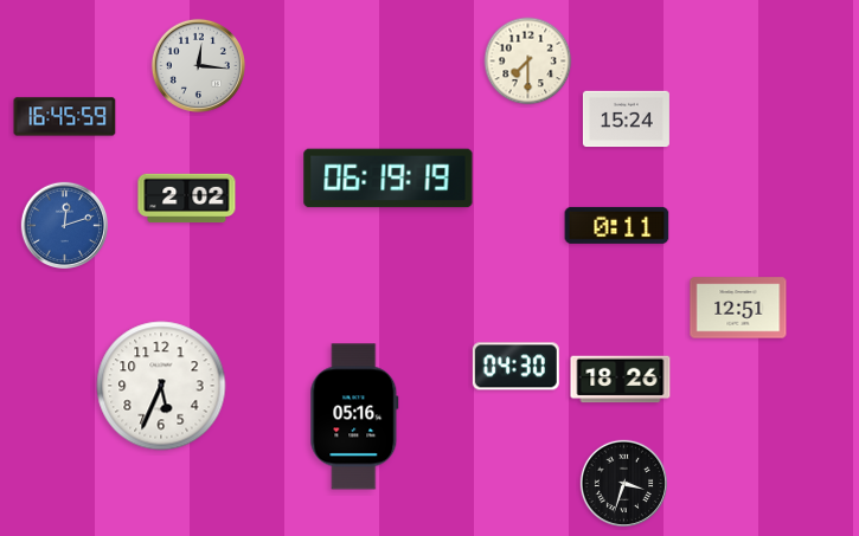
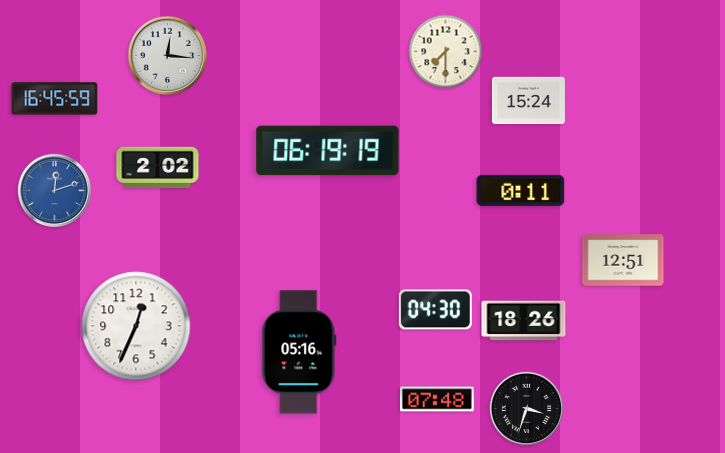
clock at (161, 386): 5:34 -> 12:34
clock at (437, 399): none -> 07:48
